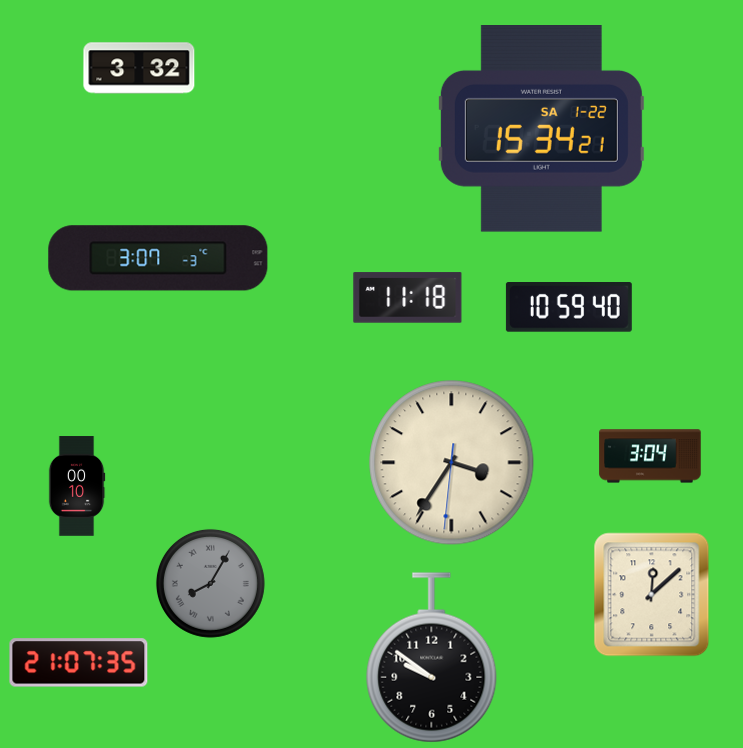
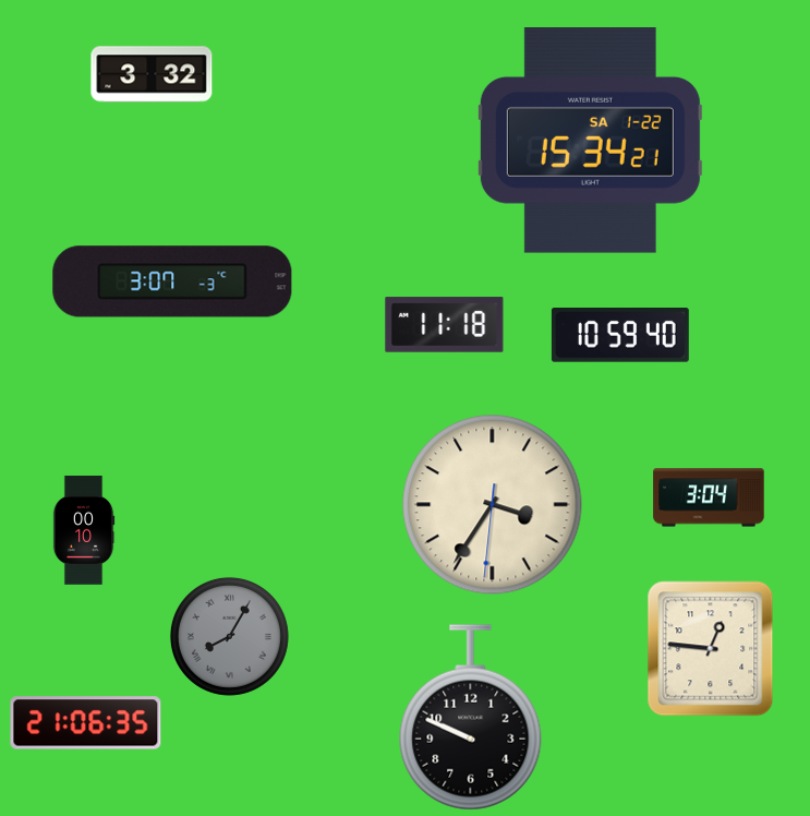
clock at (652, 595): 12:08 -> 12:46
clock at (432, 658): 9:51 -> 9:49
clock at (79, 663): 21:07 -> 21:06
